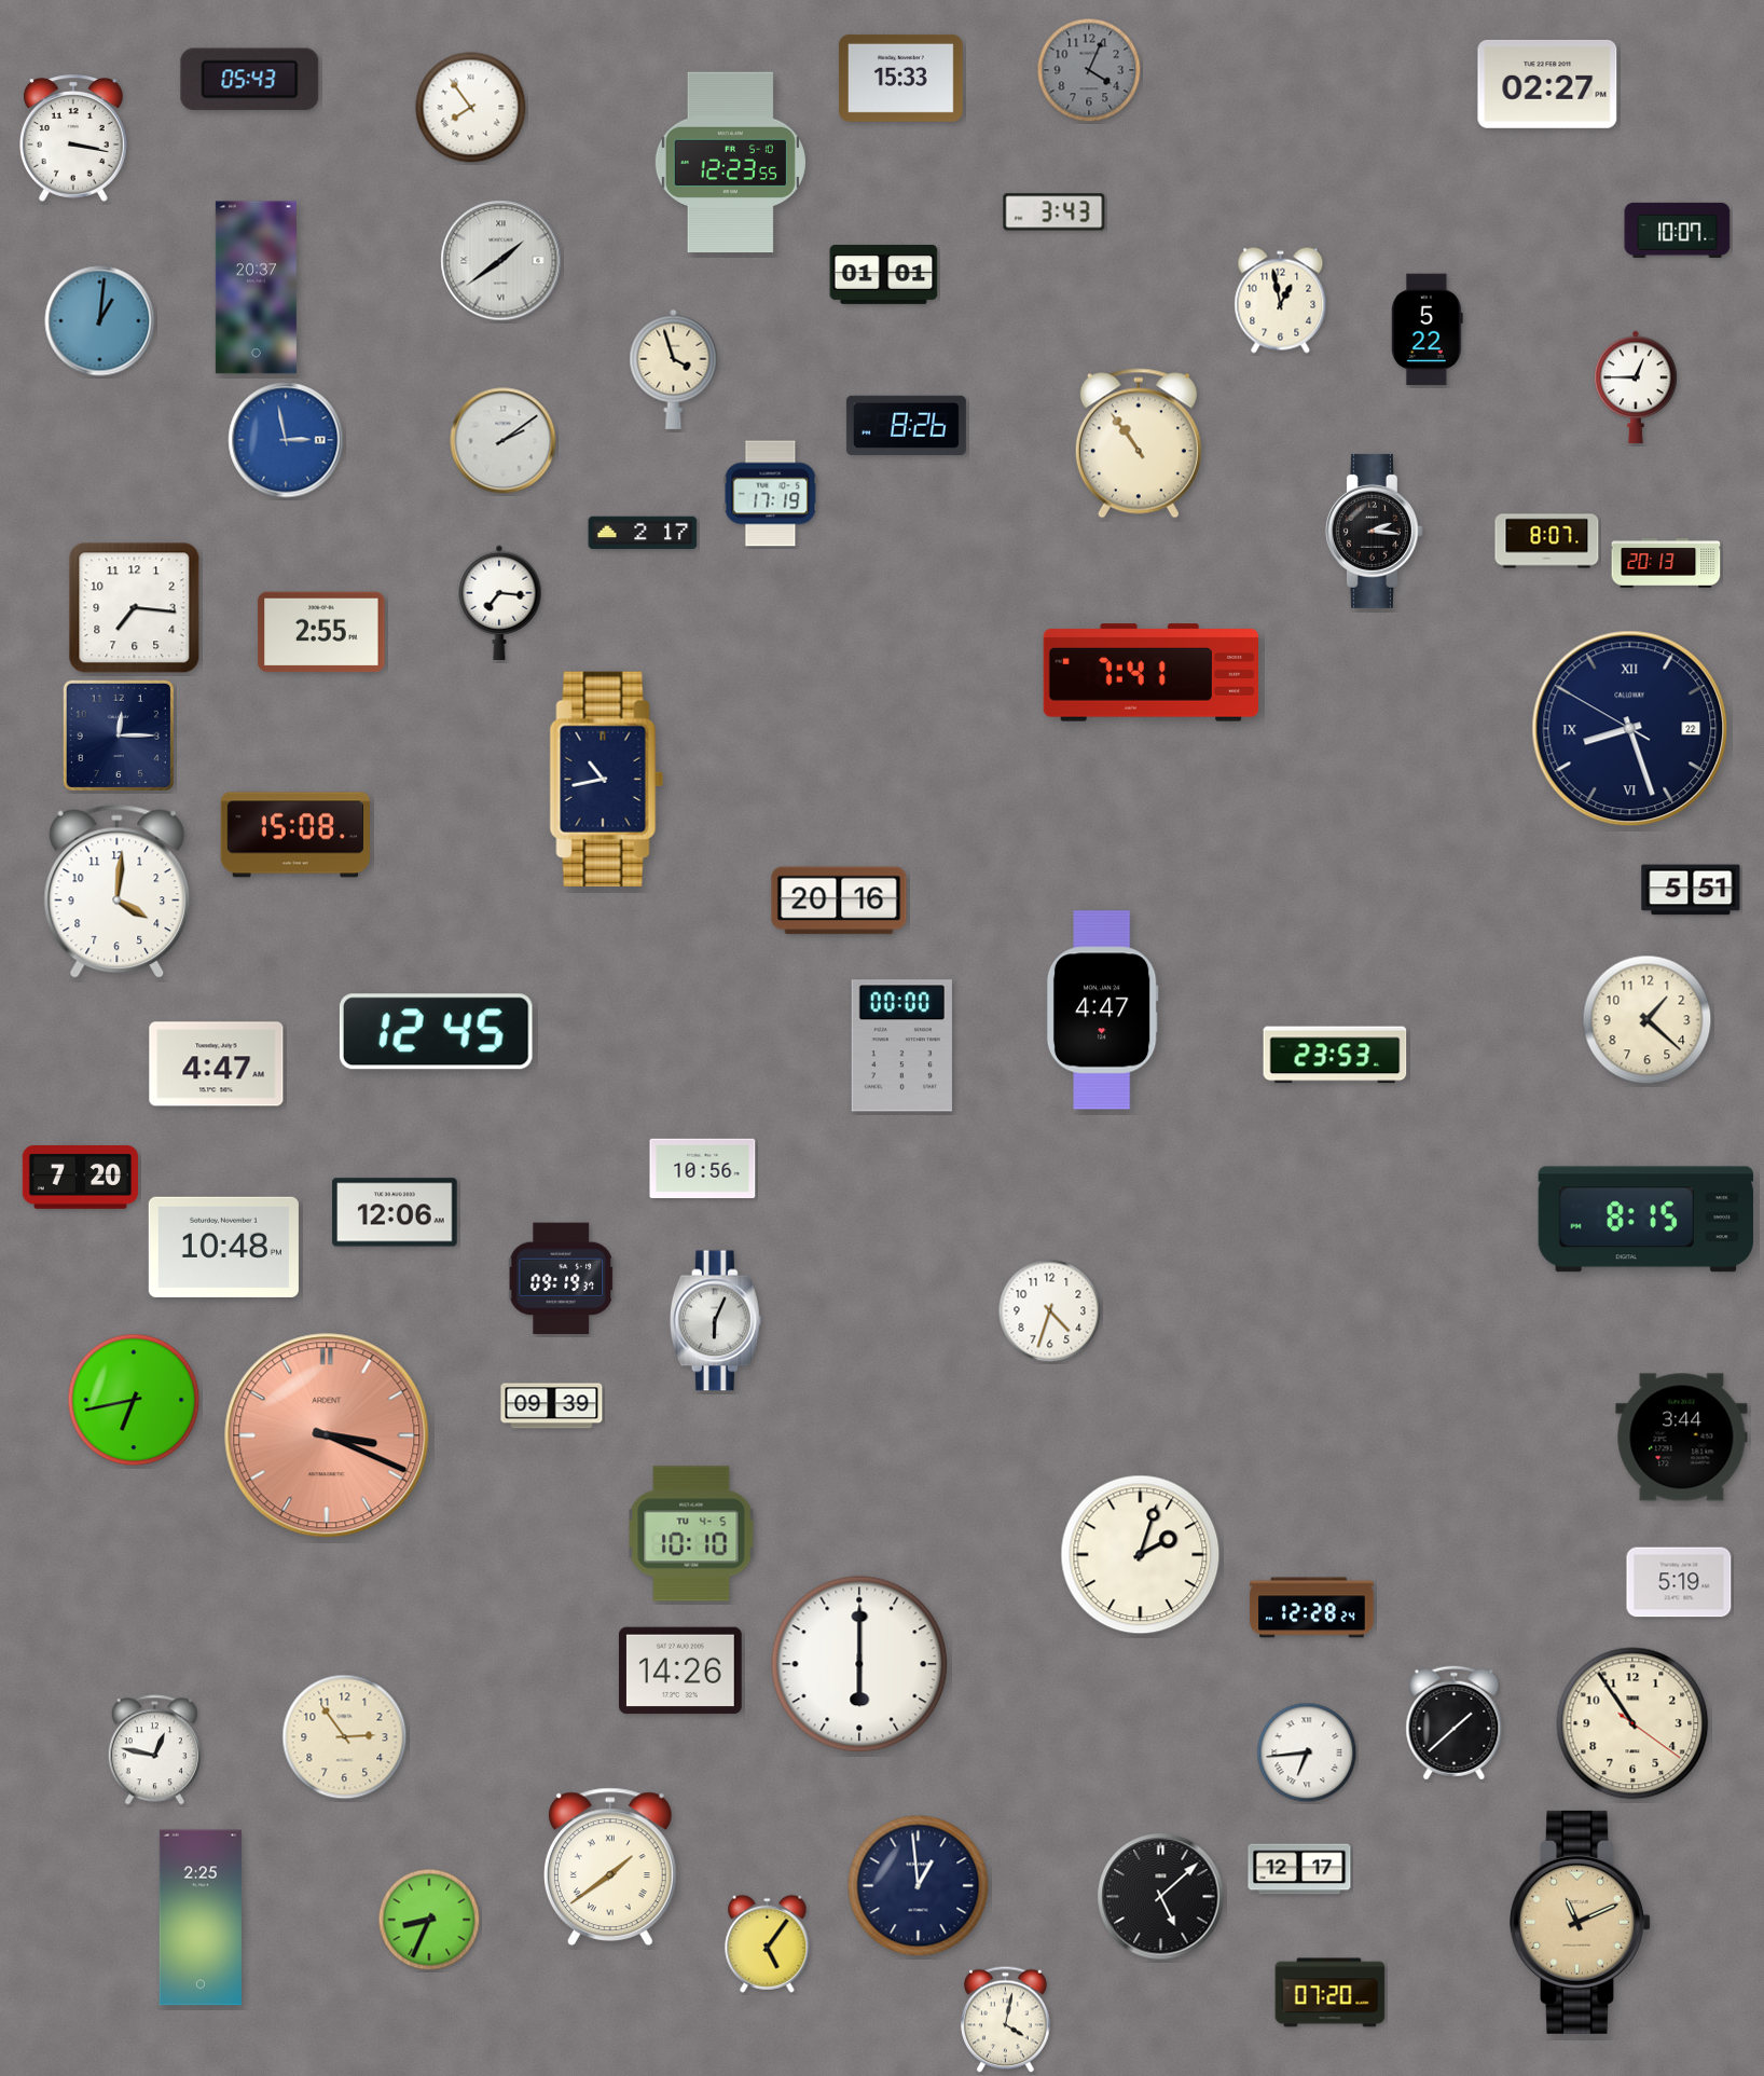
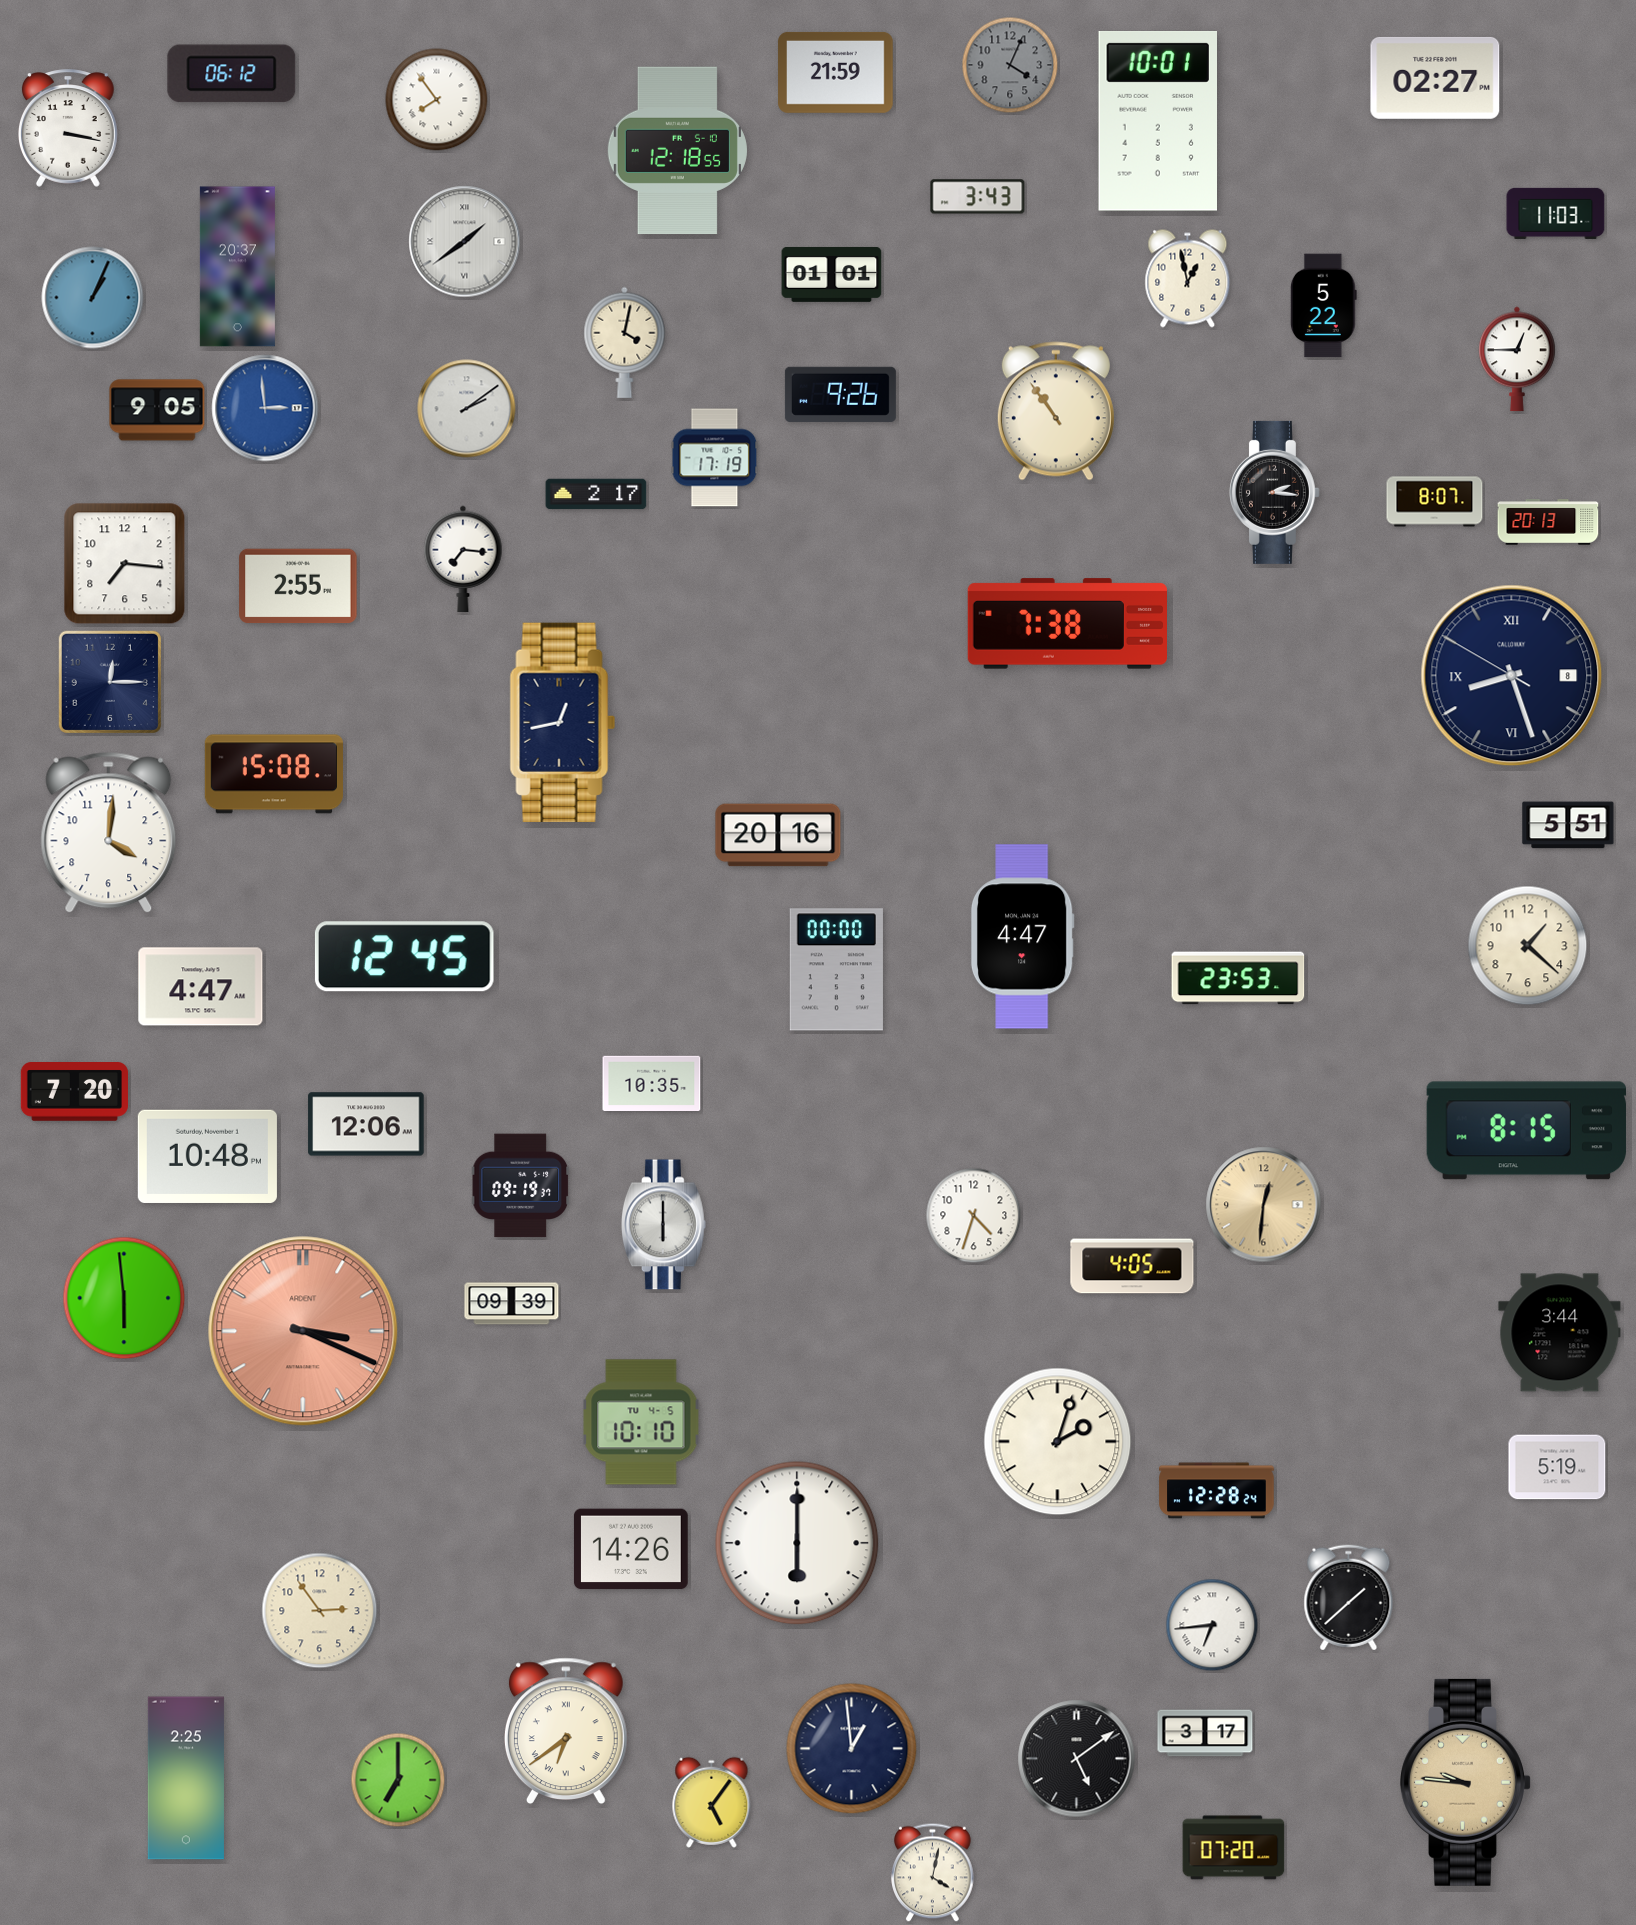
clock at (901, 78): 15:33 -> 21:59
clock at (250, 80): 05:43 -> 06:12
clock at (1157, 122): none -> 10:01
clock at (730, 163): 12:23 -> 12:18
clock at (1678, 230): 10:07 -> 11:03
clock at (884, 274) position: (884, 274) -> (832, 274)
clock at (100, 321): 1:01 -> 1:04
clock at (674, 369): 3:57 -> 4:02
clock at (906, 425): 8:26 -> 9:26
clock at (286, 440): 2:58 -> 2:59
clock at (157, 410): none -> 9:05
clock at (1666, 563) position: (1666, 563) -> (1548, 522)
clock at (1150, 673): 7:41 -> 7:38
clock at (1630, 729) date: 22 -> 8
clock at (607, 779): 10:43 -> 12:43
clock at (118, 892) position: (118, 892) -> (109, 833)
clock at (703, 1168): 10:56 -> 10:35
clock at (1264, 1205): none -> 12:31
clock at (715, 1321): 6:04 -> 6:00
clock at (1132, 1266): none -> 4:05
clock at (134, 1400): 6:43 -> 5:59
clock at (1632, 1723): 10:54 -> none
clock at (154, 1750): 12:47 -> none
clock at (610, 1867): 1:39 -> 6:39
clock at (1299, 1869): 12:17 -> 3:17
clock at (1161, 1897): 5:08 -> 5:09
clock at (429, 1920): 8:34 -> 7:00
clock at (1581, 1922): 11:11 -> 9:46
